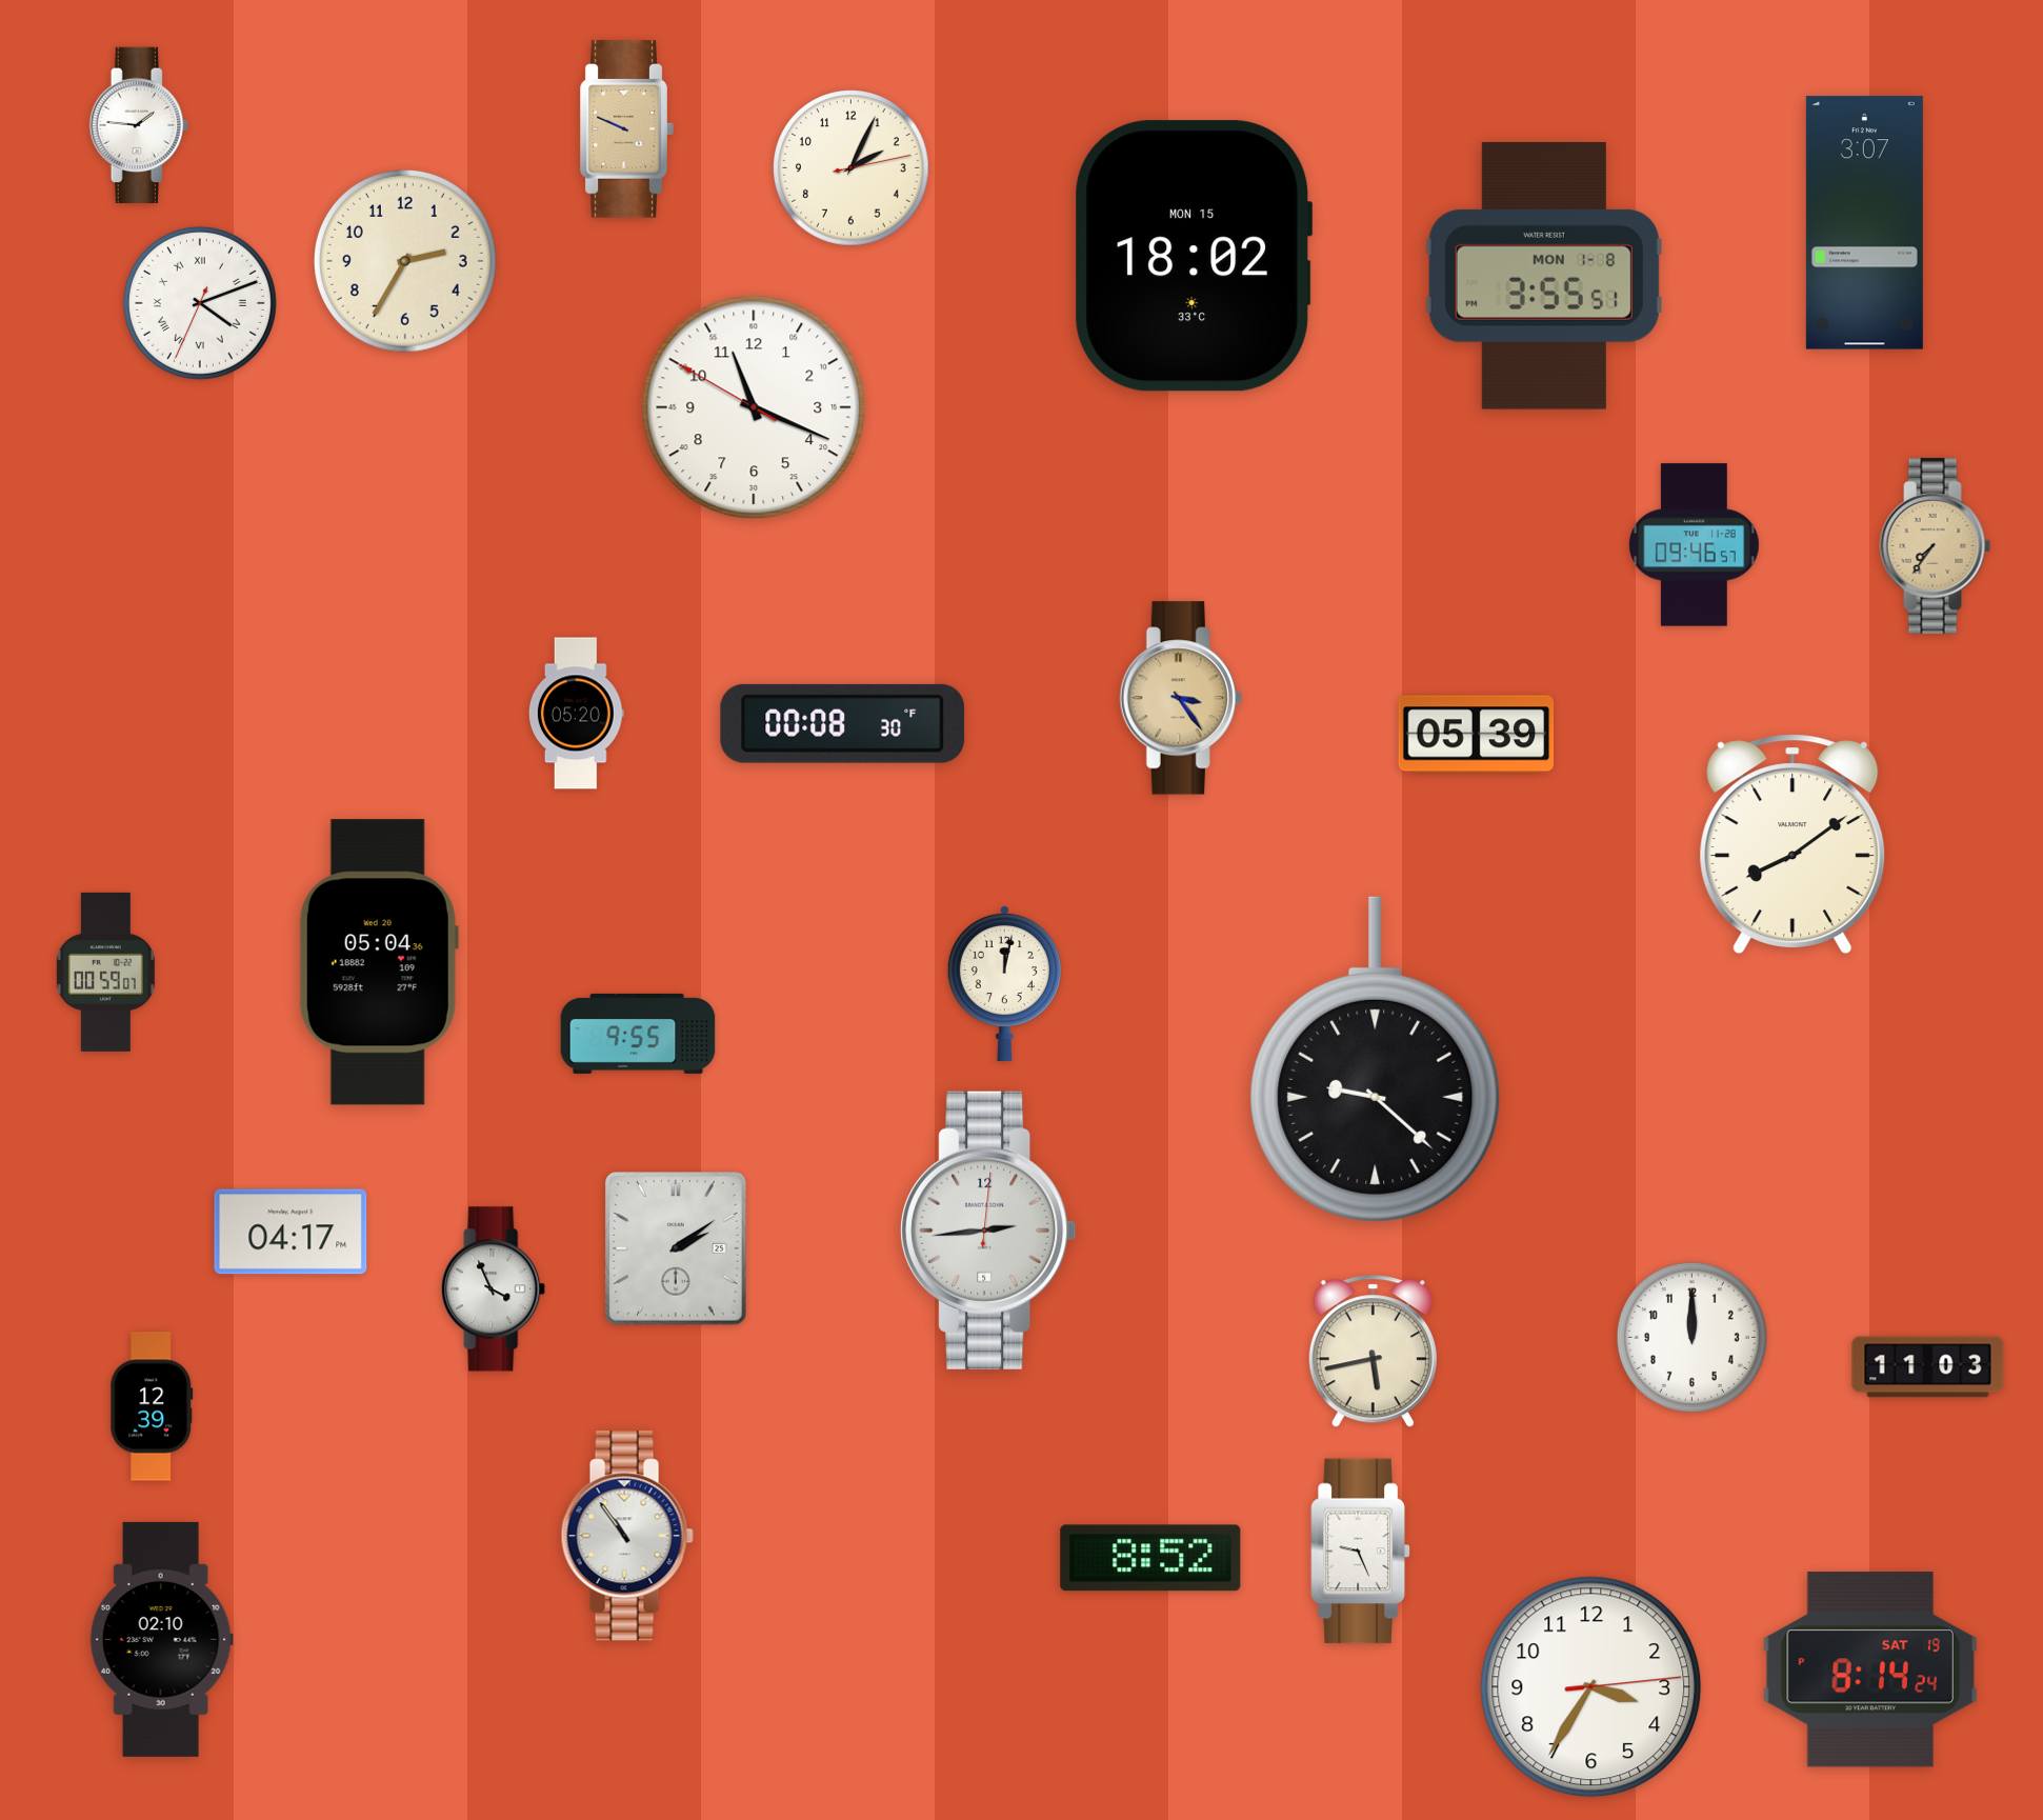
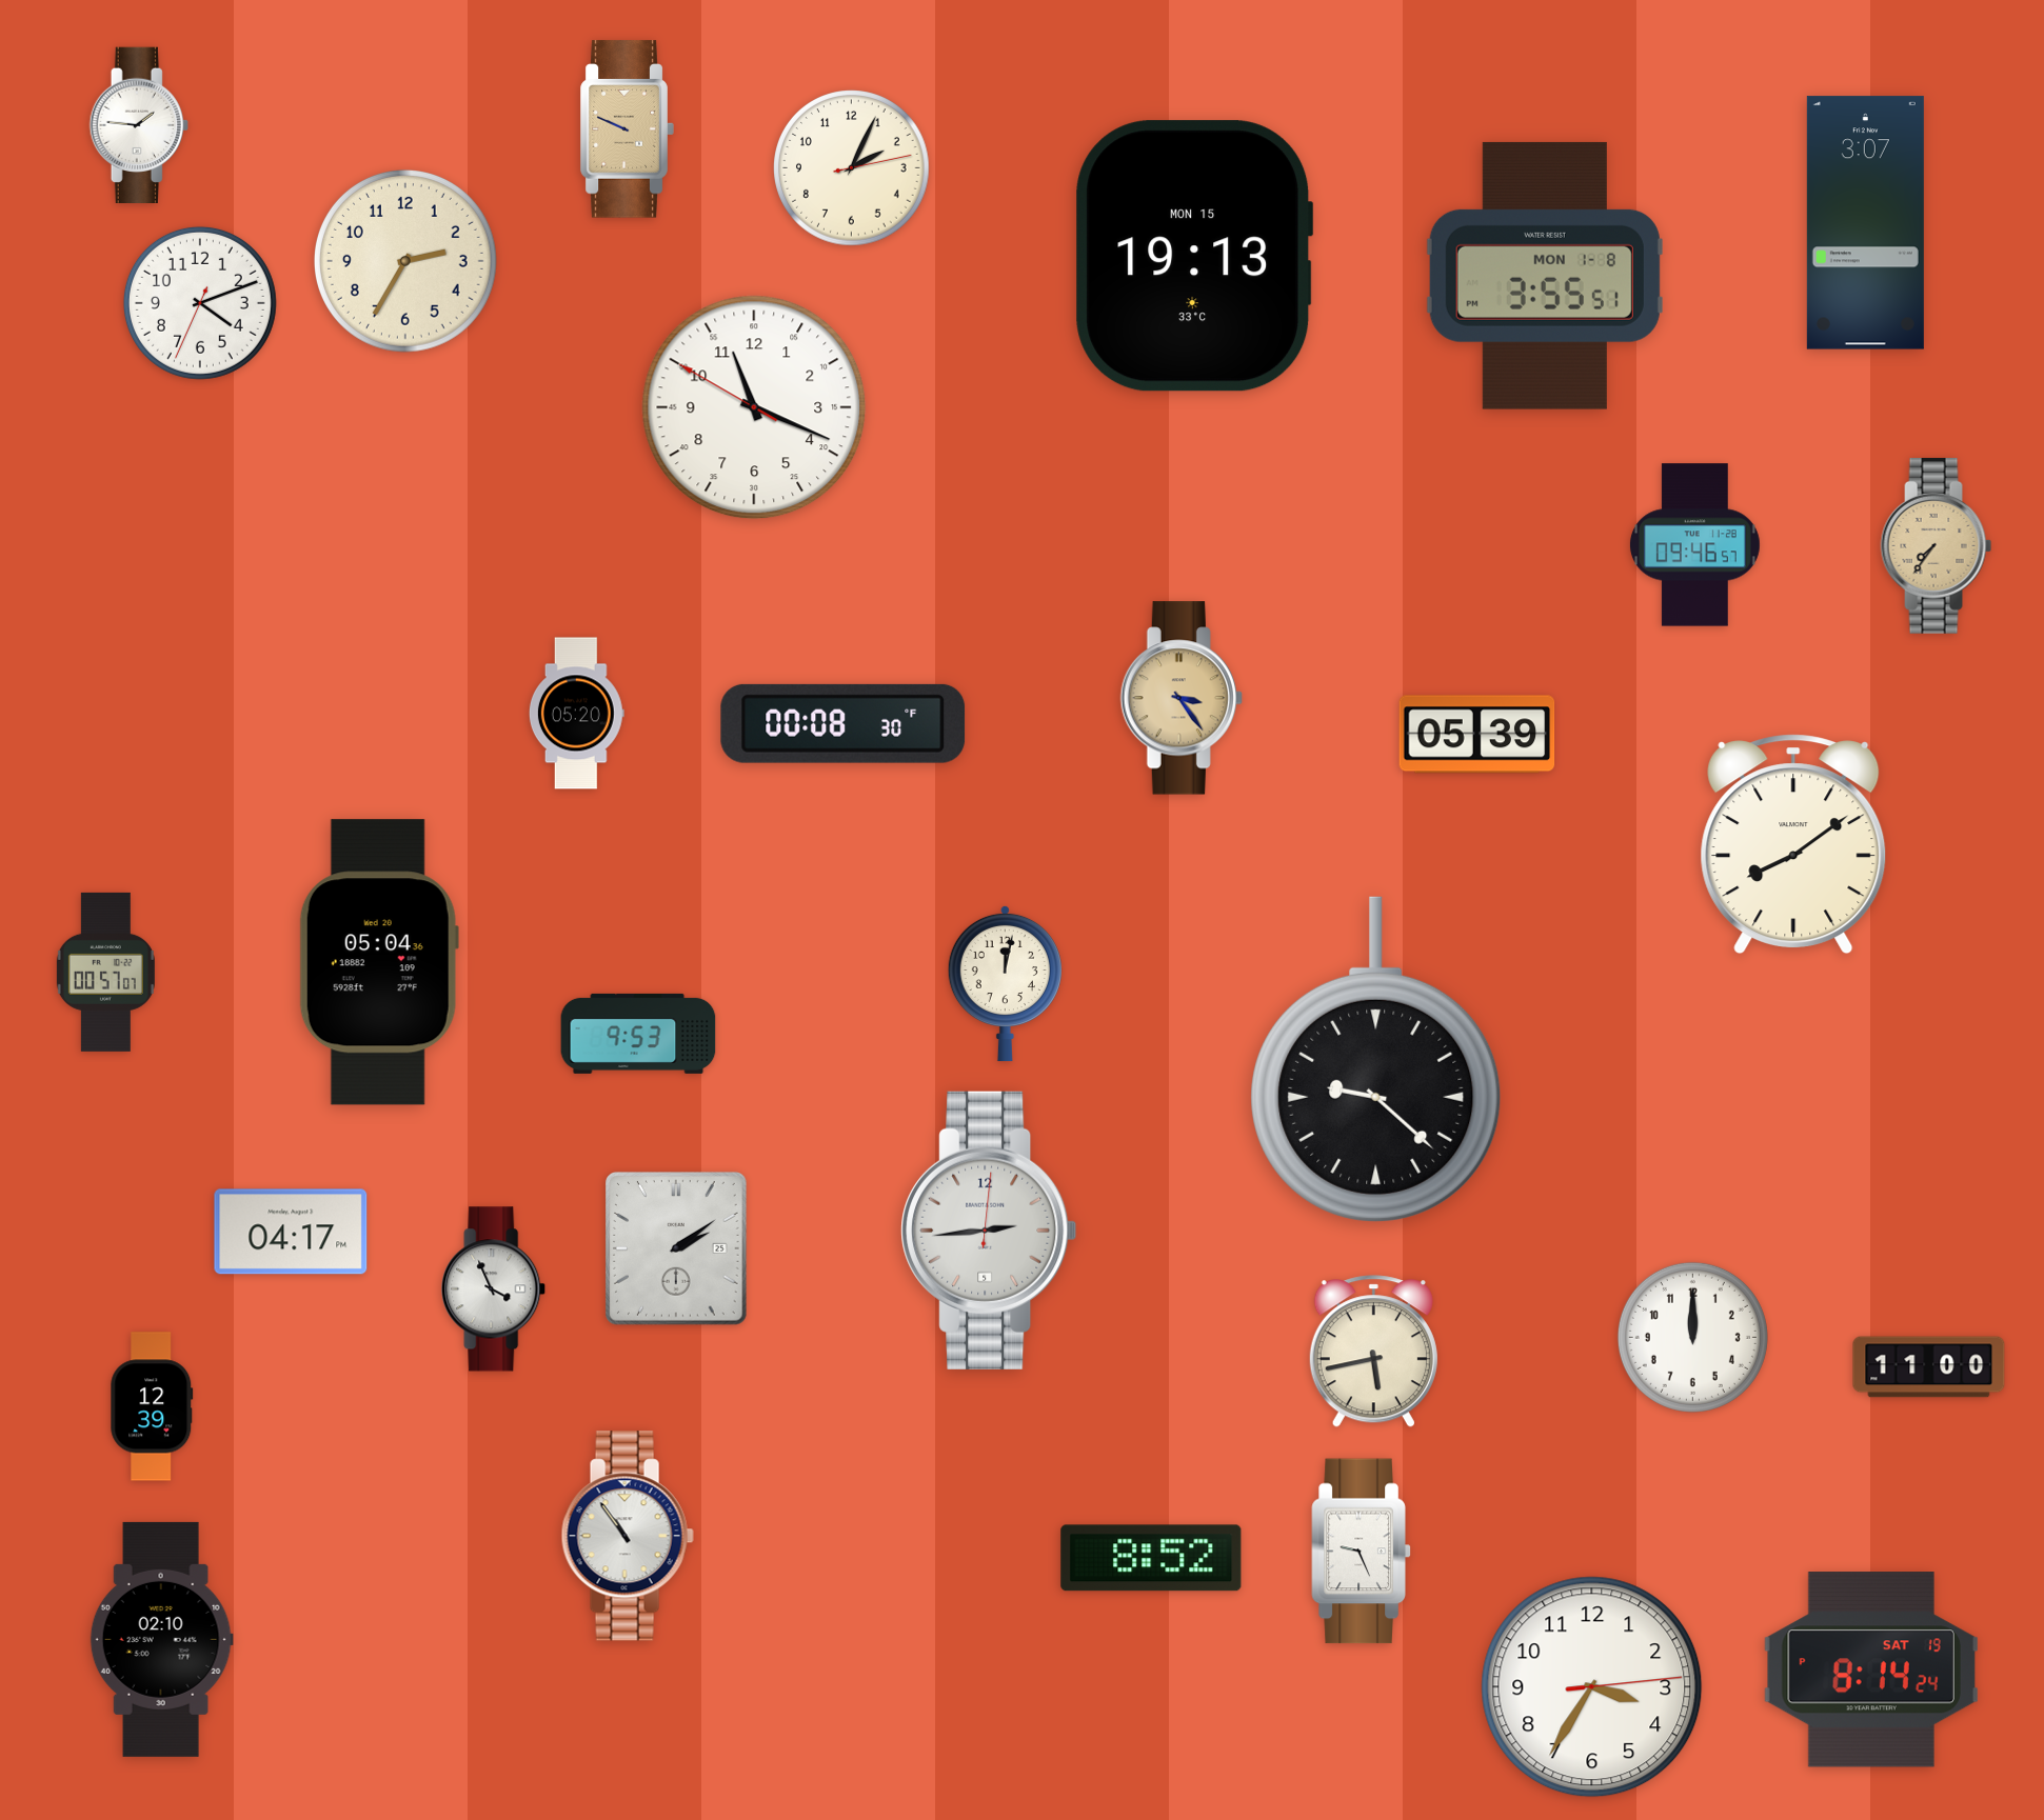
clock at (1194, 256): 18:02 -> 19:13
clock at (200, 303) numerals: Roman -> Arabic
clock at (105, 972): 00:59 -> 00:57
clock at (638, 1034): 9:55 -> 9:53
clock at (1928, 1367): 11:03 -> 11:00
